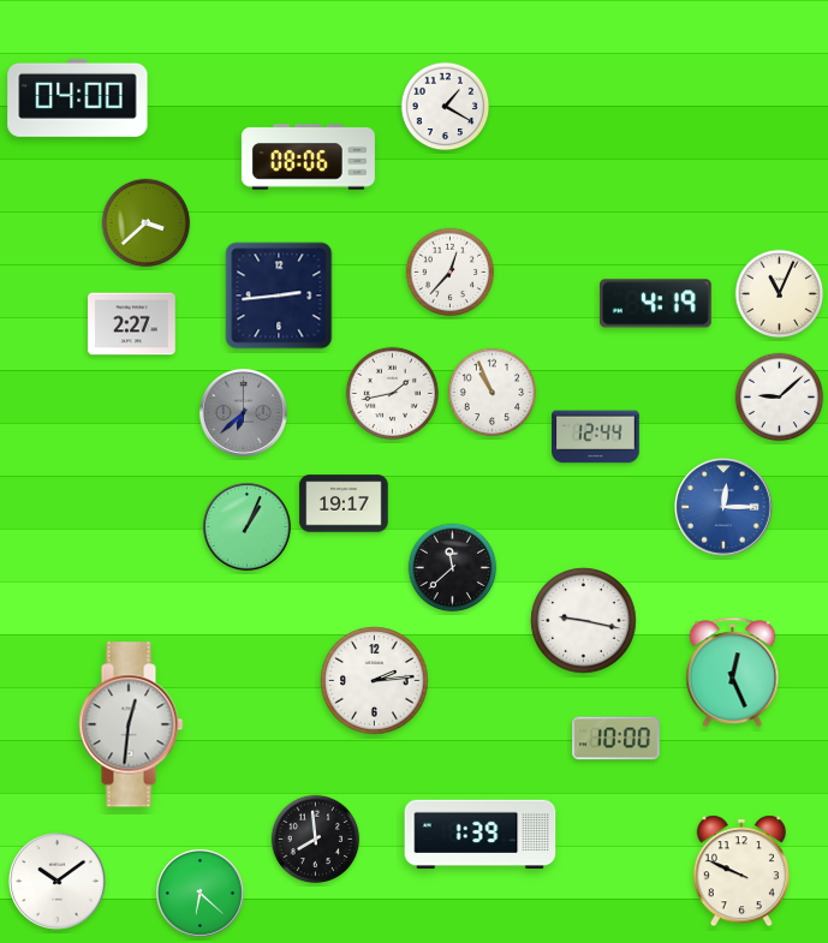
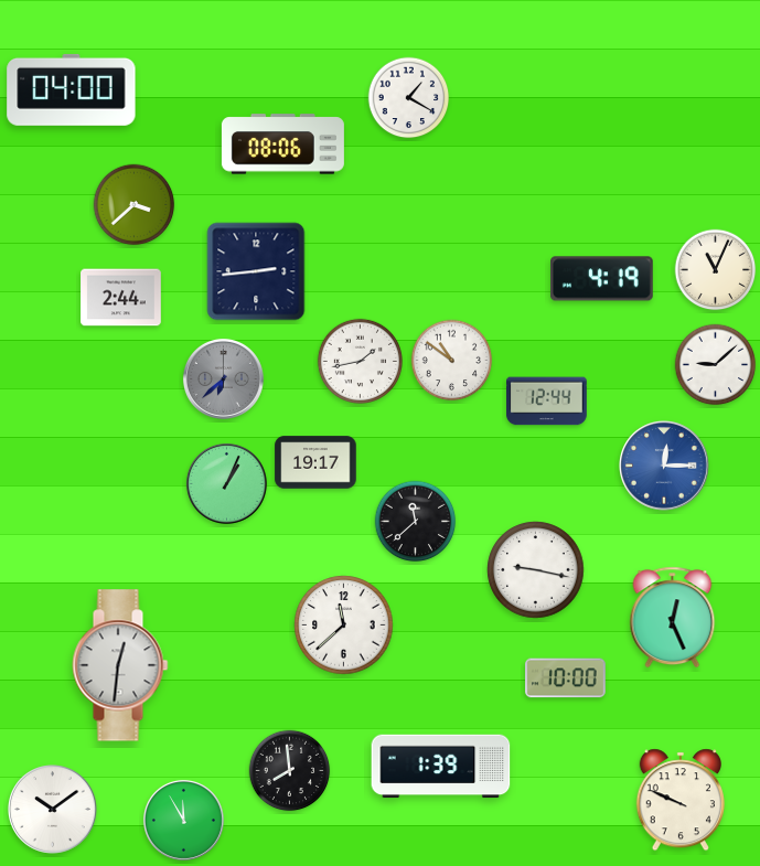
clock at (451, 273): 12:37 -> none
clock at (132, 324): 2:27 -> 2:44
clock at (493, 393): 10:56 -> 10:51
clock at (375, 681): 2:14 -> 11:38
clock at (199, 893): 6:22 -> 11:55
